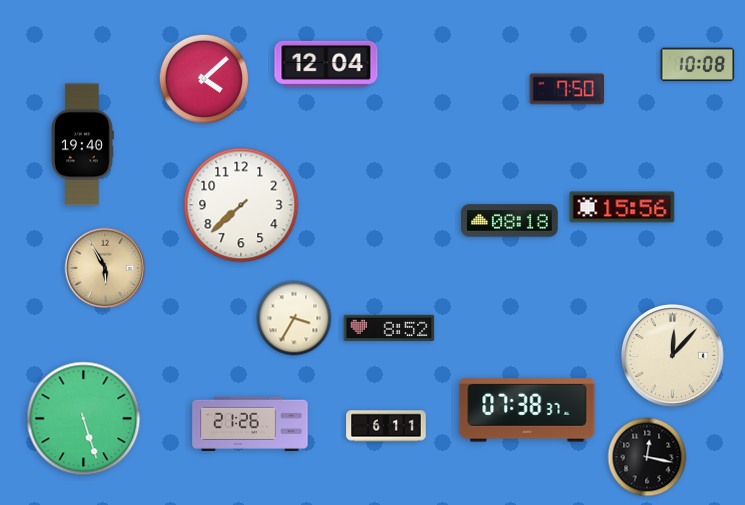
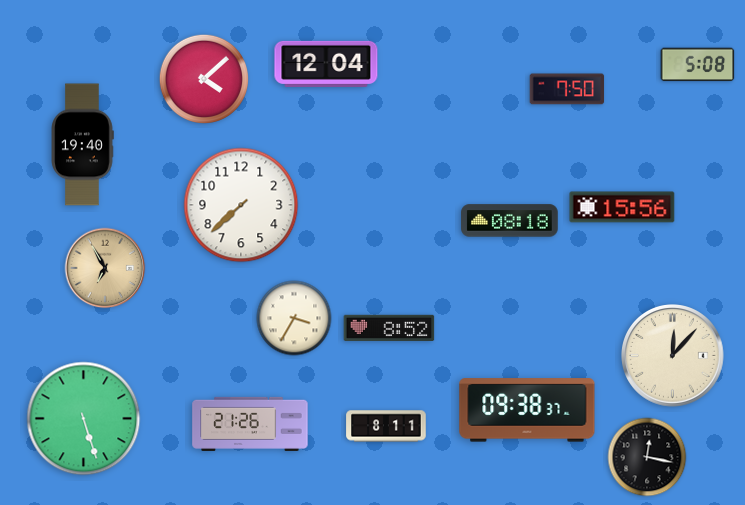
clock at (698, 65): 10:08 -> 5:08
clock at (105, 268): 5:55 -> 6:55
clock at (527, 410): 07:38 -> 09:38
clock at (386, 426): 6:11 -> 8:11
